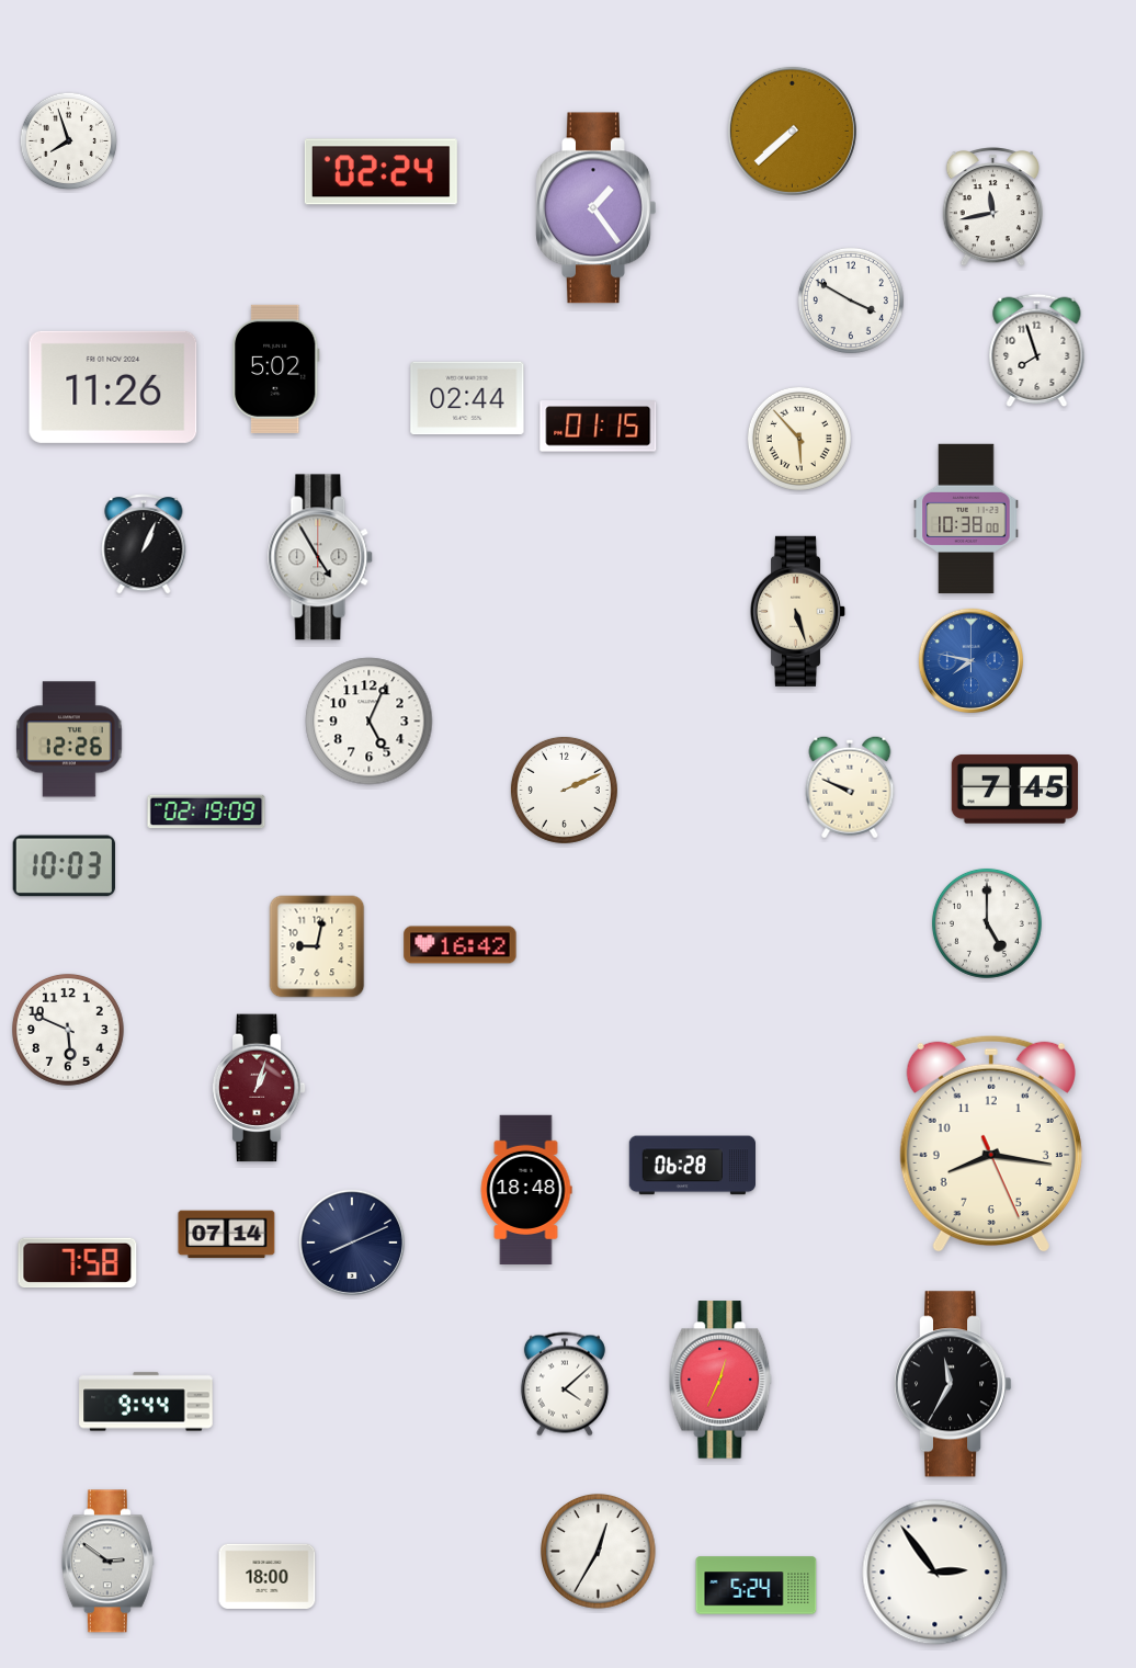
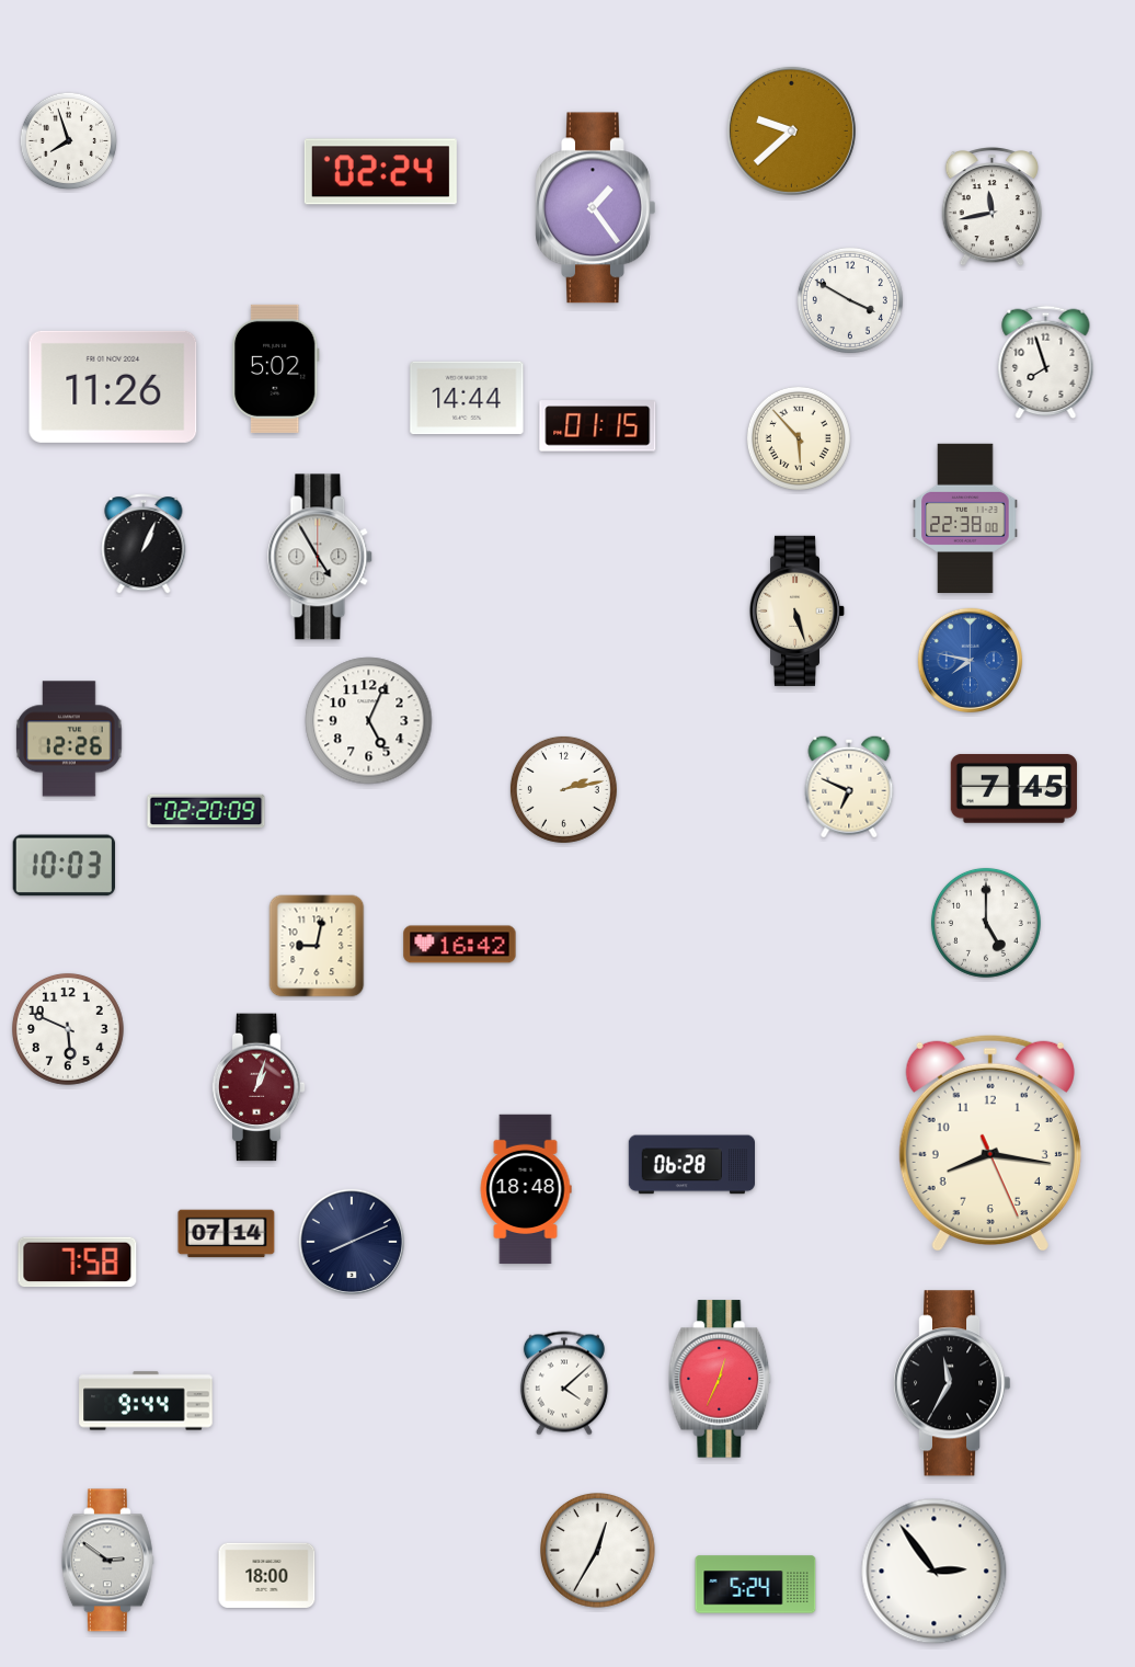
clock at (792, 131): 7:38 -> 9:38
clock at (1037, 350) position: (1037, 350) -> (1046, 362)
clock at (467, 398): 02:44 -> 14:44
clock at (966, 519): 10:38 -> 22:38
clock at (850, 787): 9:49 -> 6:49
clock at (564, 790): 2:11 -> 2:13
clock at (206, 812): 02:19 -> 02:20
